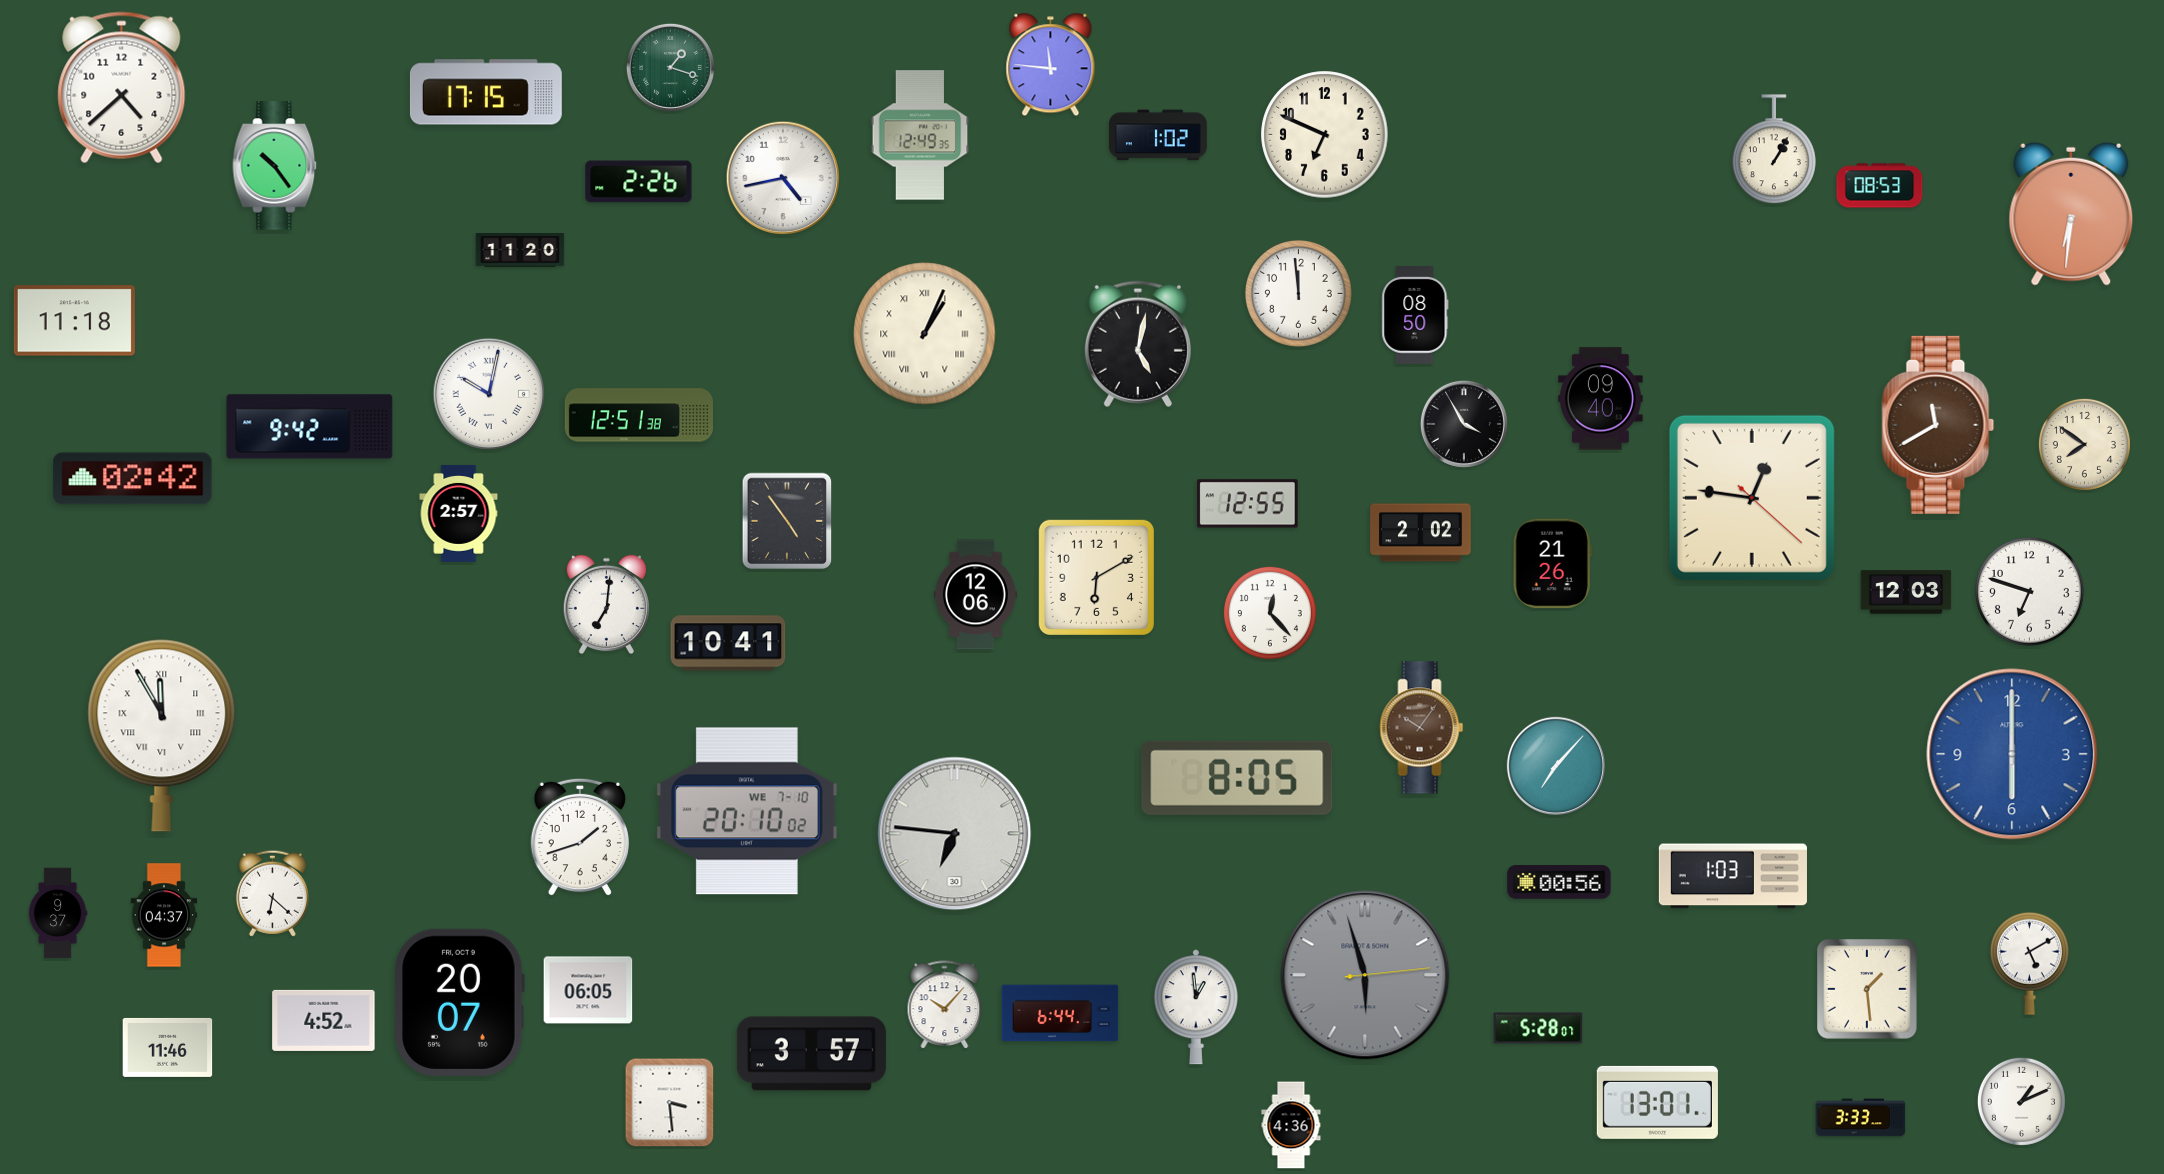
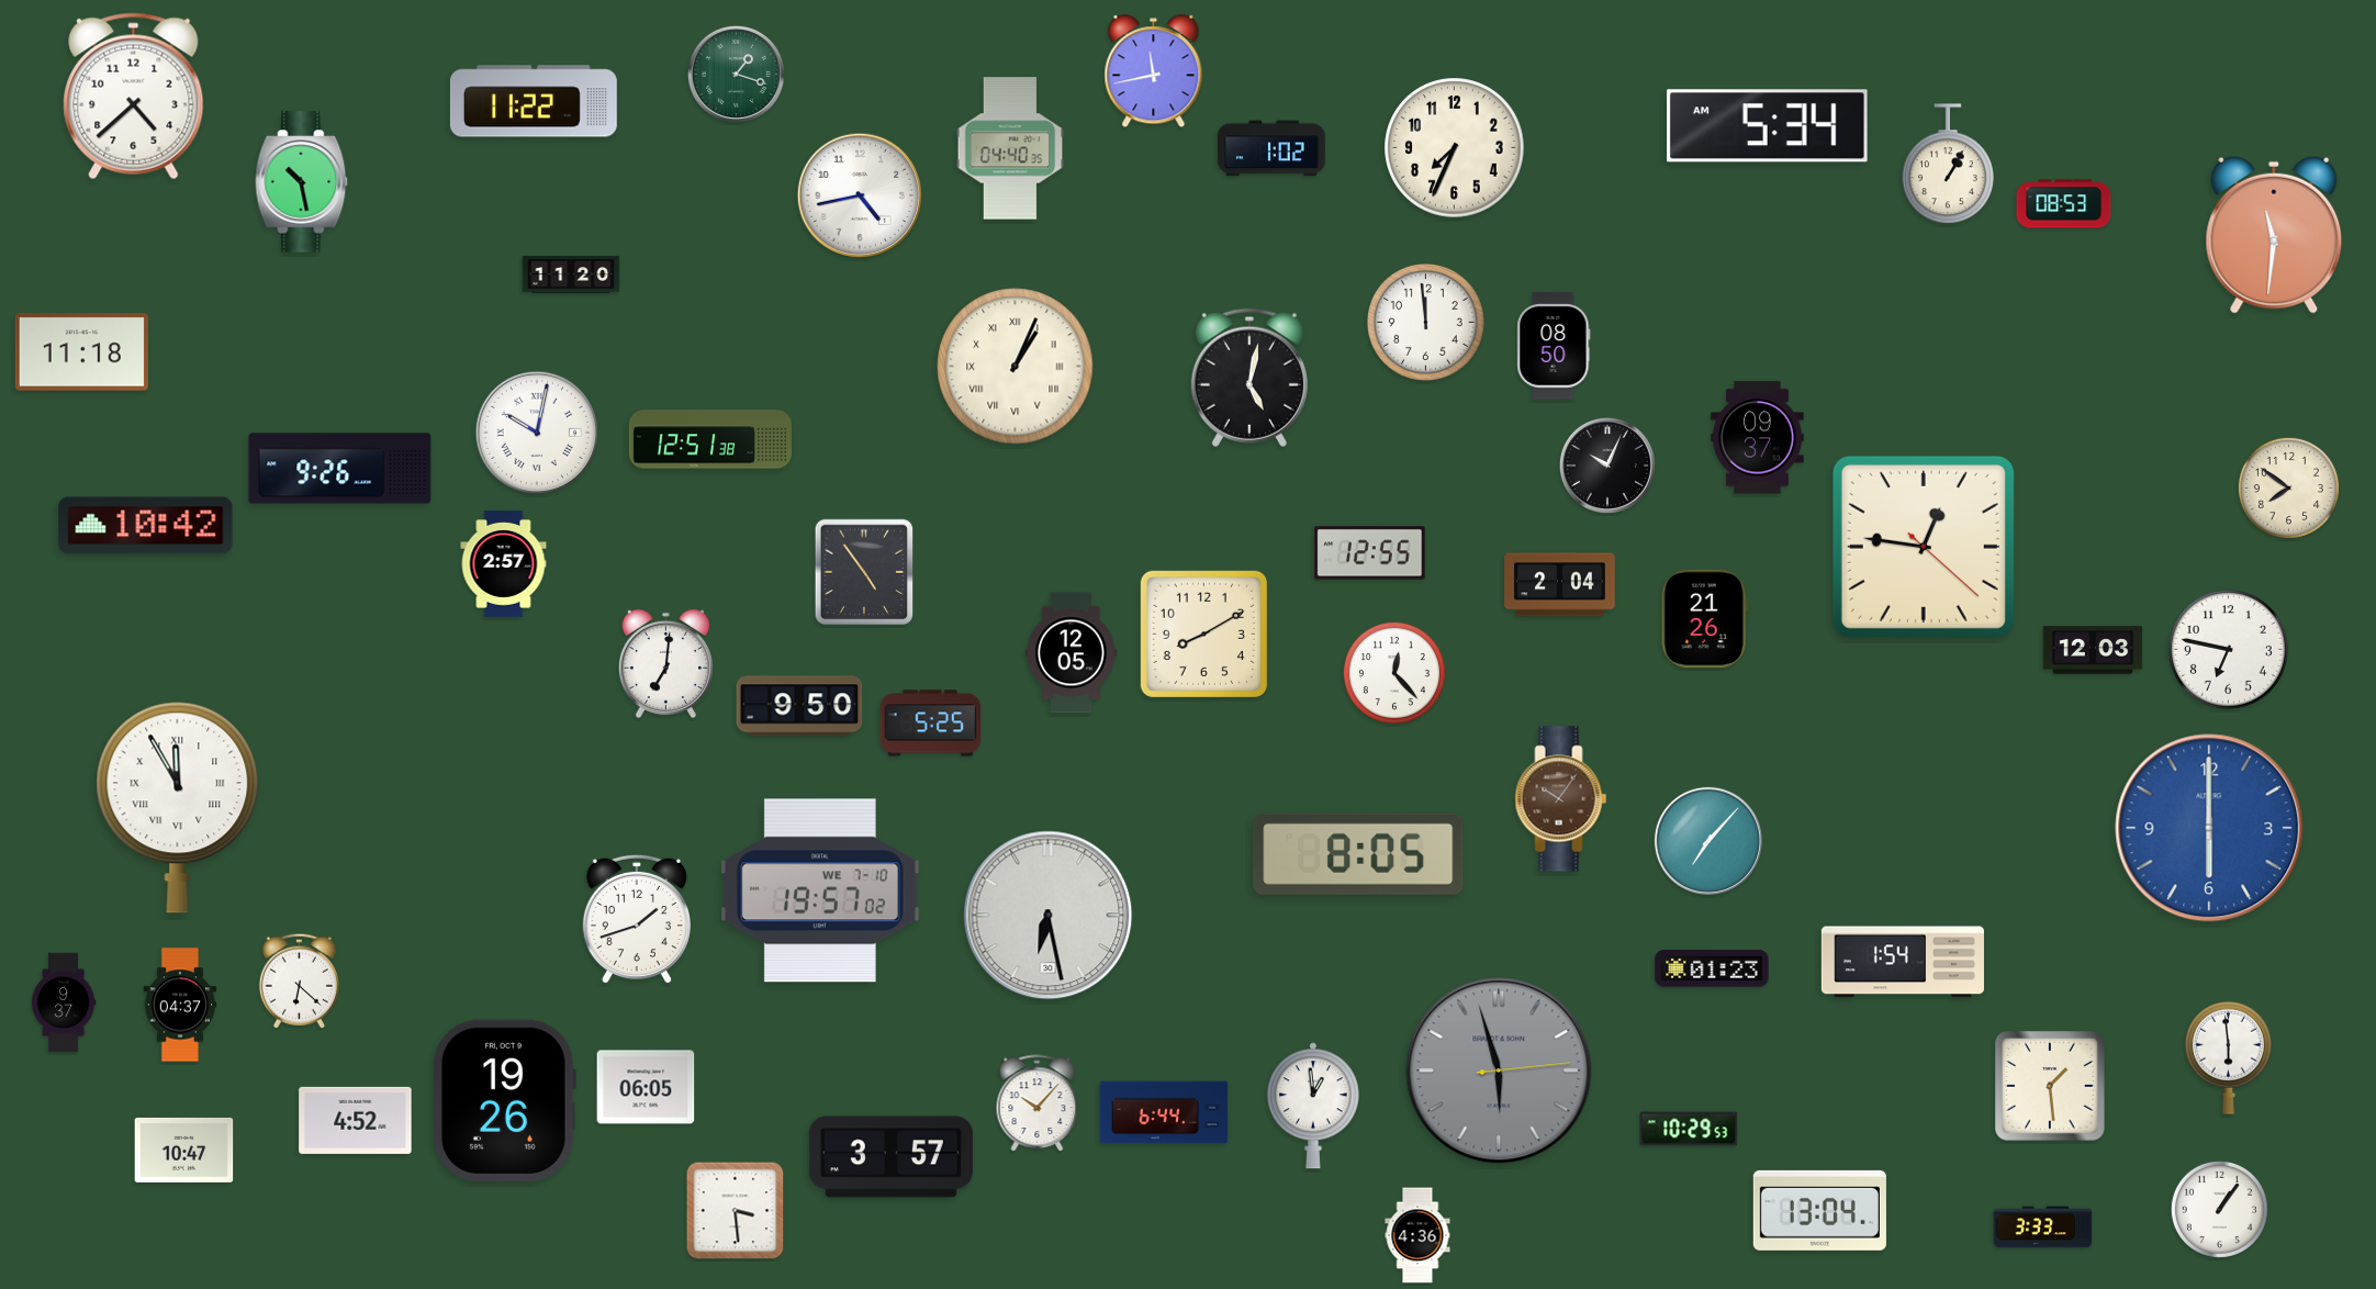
clock at (1051, 65): 11:46 -> 11:43
clock at (486, 92): 17:15 -> 11:22
clock at (1768, 126): none -> 5:34
clock at (920, 135): 12:49 -> 04:40
clock at (1325, 135): 6:49 -> 7:34
clock at (275, 166): 10:24 -> 10:28
clock at (639, 182): 2:26 -> none
clock at (2071, 214): 6:31 -> 11:31
clock at (1601, 399): 09:40 -> 09:37
clock at (639, 415) position: (639, 415) -> (710, 439)
clock at (1464, 424): 3:55 -> 10:04
clock at (1938, 425): 11:40 -> none
clock at (310, 427): 9:42 -> 9:26
clock at (133, 479): 02:42 -> 10:42
clock at (1421, 533): 2:02 -> 2:04
clock at (1096, 577): 6:10 -> 8:10
clock at (2030, 592): 6:48 -> 6:47
clock at (975, 595): 12:06 -> 12:05
clock at (728, 643): 10:41 -> 9:50
clock at (931, 724): none -> 5:25
clock at (747, 811): 20:10 -> 19:57
clock at (955, 834): 6:46 -> 6:28
clock at (1733, 876): 1:03 -> 1:54
clock at (1559, 882): 00:56 -> 01:23
clock at (2029, 963): 5:10 -> 5:59
clock at (459, 1002): 20:07 -> 19:26
clock at (1538, 1028): 5:28 -> 10:29
clock at (168, 1047): 11:46 -> 10:47
clock at (2021, 1101): 1:11 -> 1:06
clock at (1657, 1102): 13:01 -> 13:04
